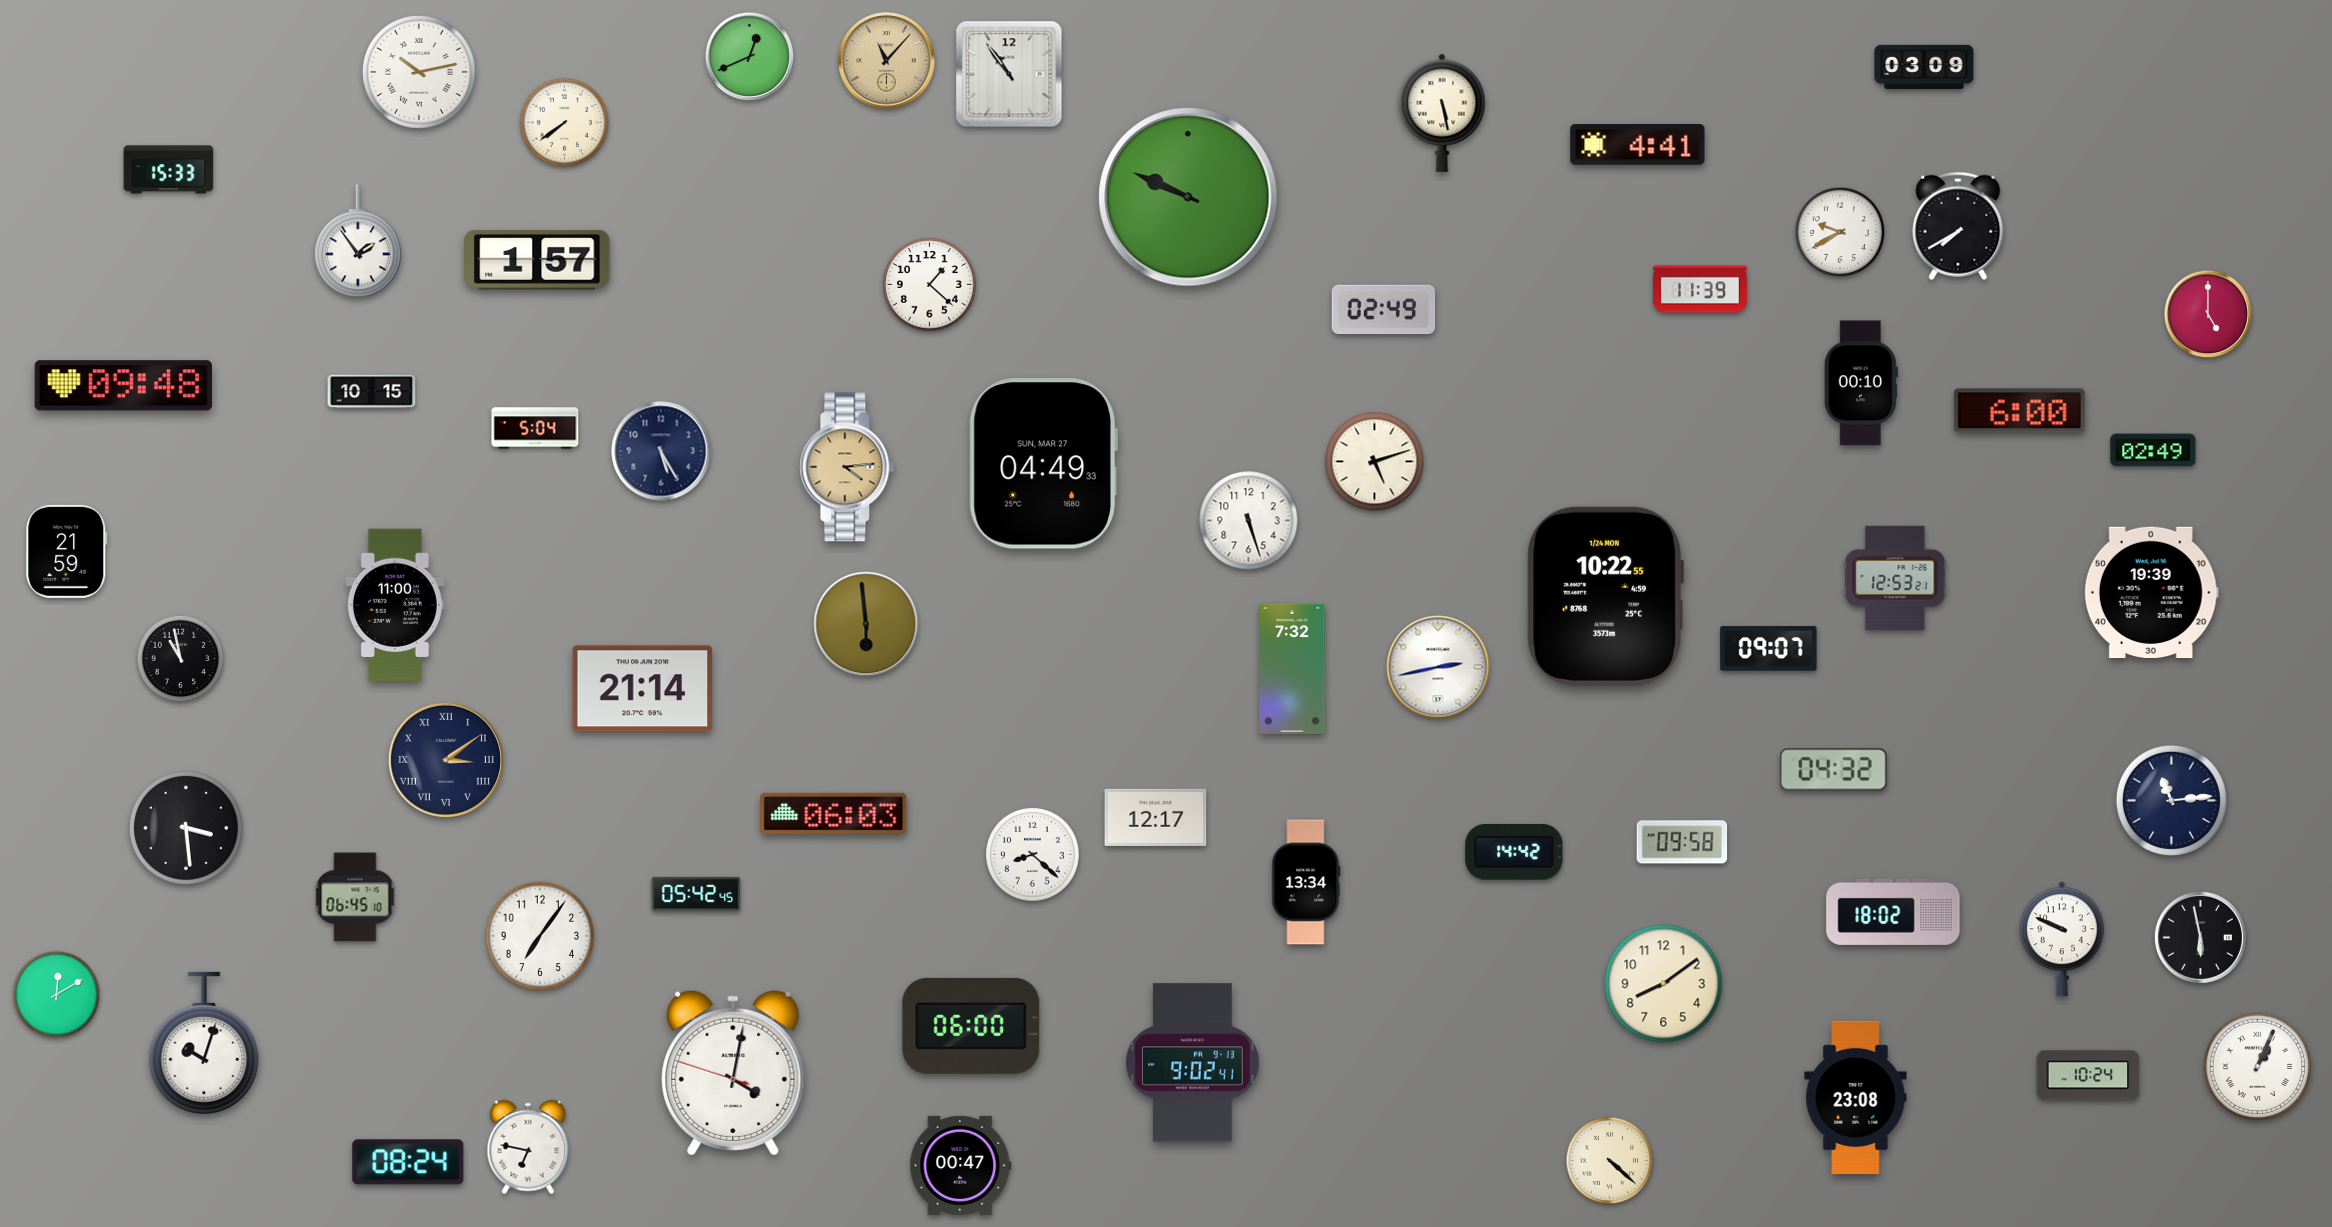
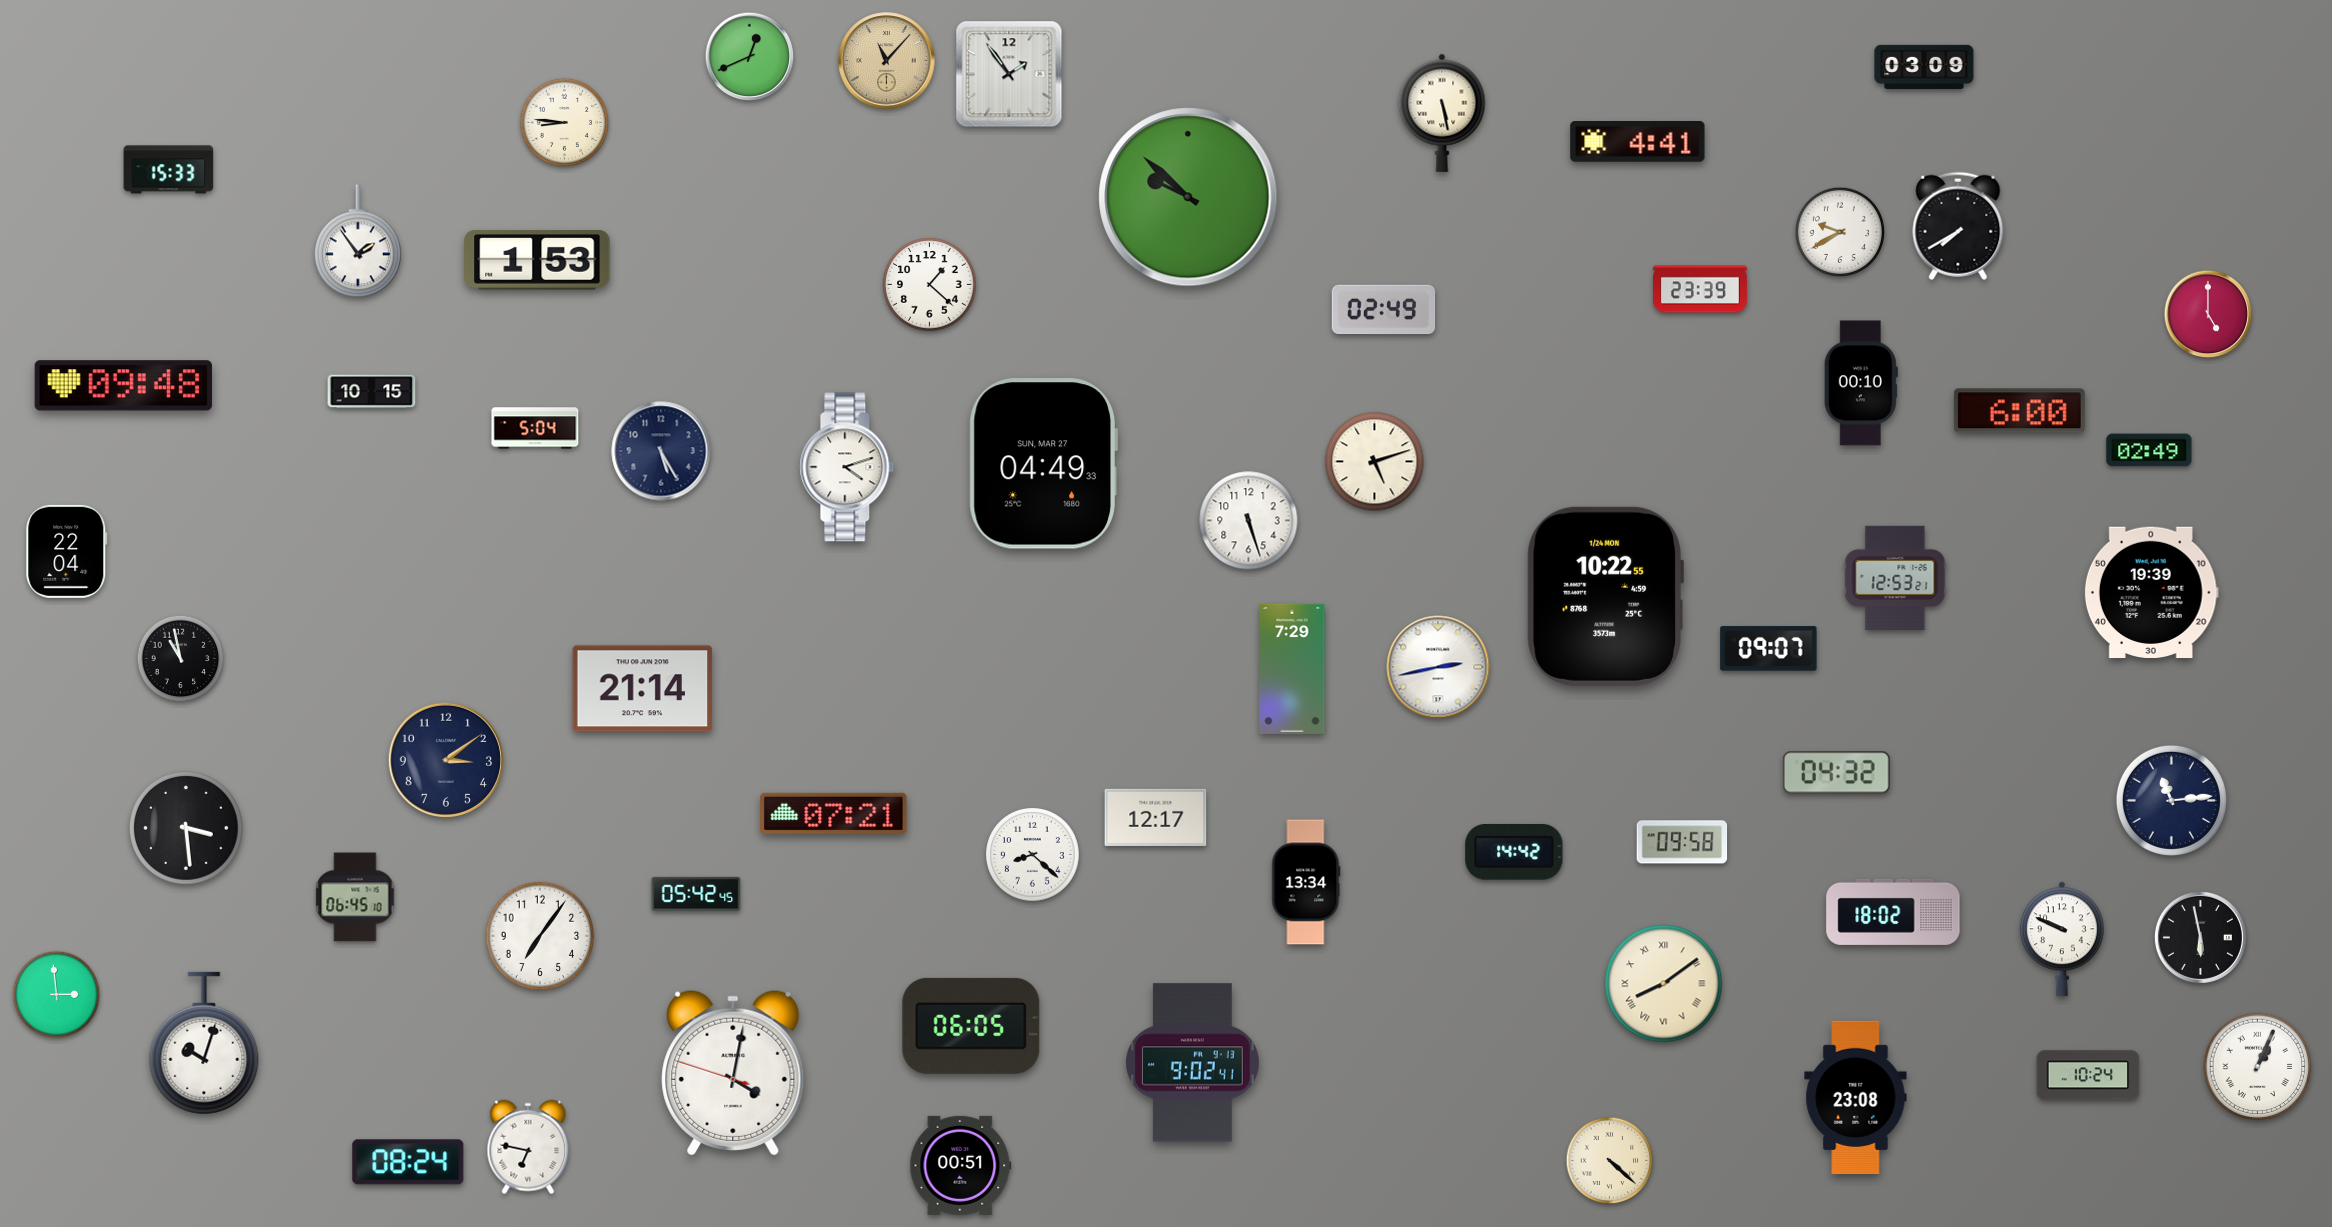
clock at (420, 73): 10:13 -> none
clock at (1009, 74): 10:54 -> 1:54
clock at (565, 123): 7:39 -> 8:46
clock at (1638, 145) position: (1638, 145) -> (1638, 142)
clock at (1188, 197): 9:49 -> 9:52
clock at (537, 260): 1:57 -> 1:53
clock at (1701, 289): 11:39 -> 23:39
clock at (2153, 450) position: (2153, 450) -> (2149, 450)
clock at (847, 467): 4:14 -> 4:12
clock at (847, 467) dial: champagne -> white
clock at (67, 551): 21:59 -> 22:04
clock at (395, 605): 11:00 -> none
clock at (866, 624): 5:59 -> none
clock at (1292, 669): 7:32 -> 7:29
clock at (446, 760) numerals: Roman -> Arabic
clock at (1833, 770) position: (1833, 770) -> (1836, 773)
clock at (834, 813): 06:03 -> 07:21
clock at (1664, 984) numerals: Arabic -> Roman
clock at (57, 995): 12:10 -> 2:59
clock at (971, 1026): 06:00 -> 06:05
clock at (961, 1165): 00:47 -> 00:51
